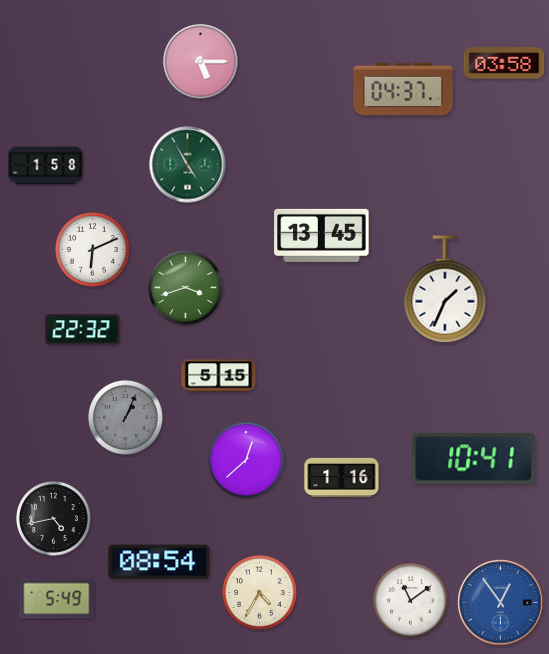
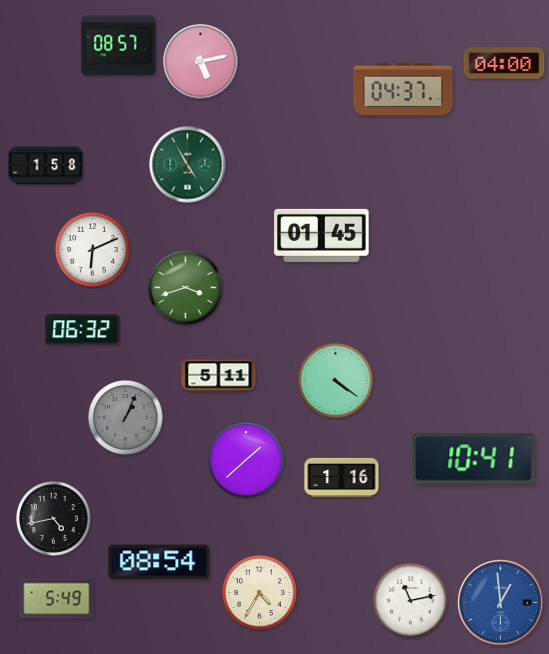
clock at (119, 46): none -> 08:57
clock at (201, 62): 5:15 -> 5:13
clock at (504, 63): 03:58 -> 04:00
clock at (322, 235): 13:45 -> 01:45
clock at (445, 289): 1:34 -> none
clock at (83, 330): 22:32 -> 06:32
clock at (219, 376): 5:15 -> 5:11
clock at (336, 381): none -> 4:21
clock at (246, 460): 12:38 -> 1:38
clock at (411, 601): 11:09 -> 11:13
clock at (501, 603): 12:54 -> 12:59
